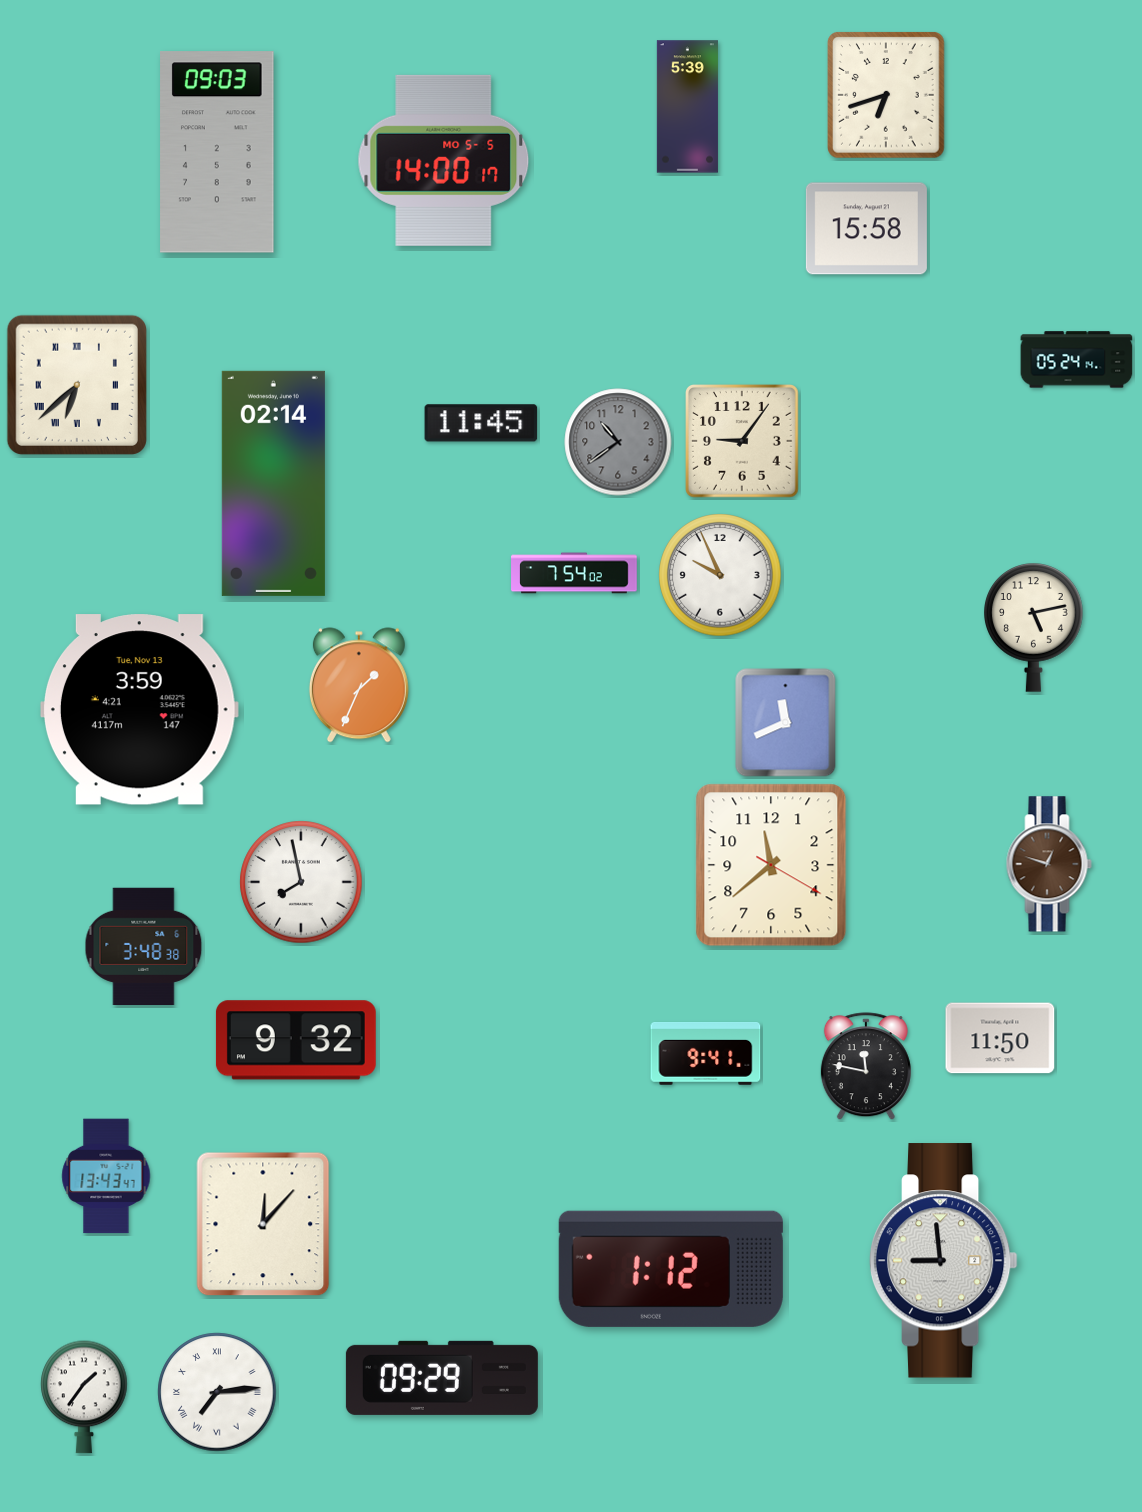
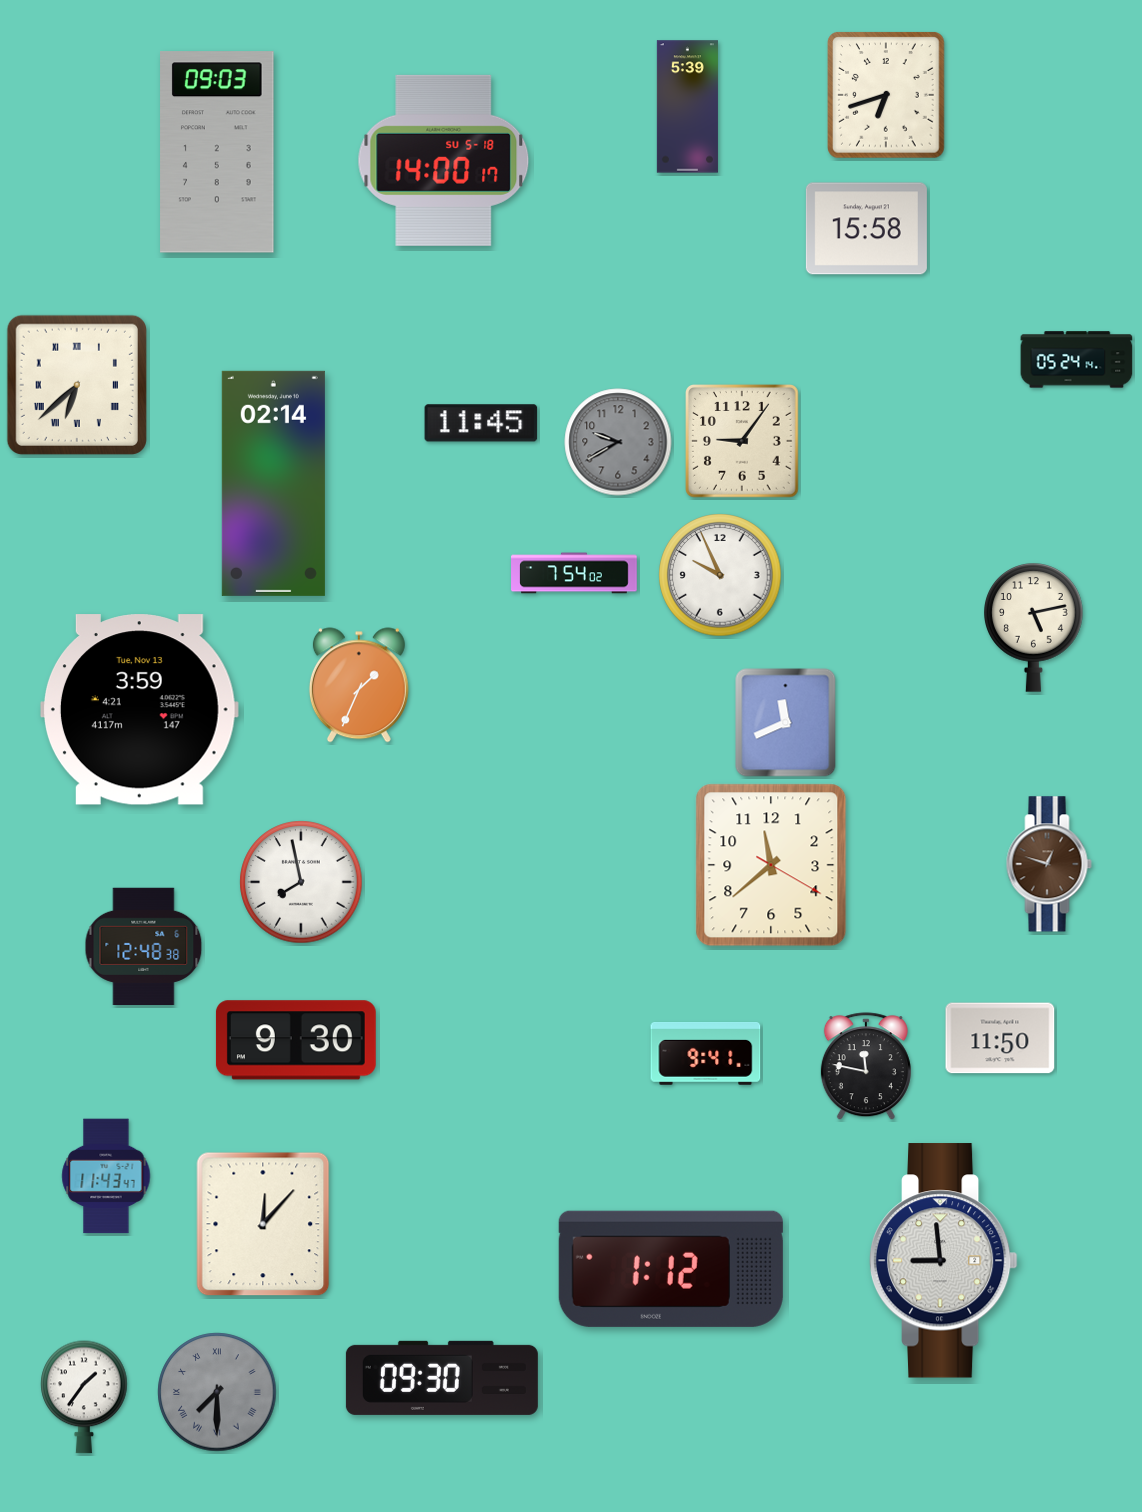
clock at (444, 160) date: MO 5-5 -> SU 5-18
clock at (618, 442): 10:39 -> 9:40
clock at (144, 946): 3:48 -> 12:48
clock at (296, 1040): 9:32 -> 9:30
clock at (106, 1176): 13:43 -> 11:43
clock at (442, 1378): 09:29 -> 09:30
clock at (217, 1392): 7:14 -> 7:30
clock at (217, 1392) dial: white -> grey
